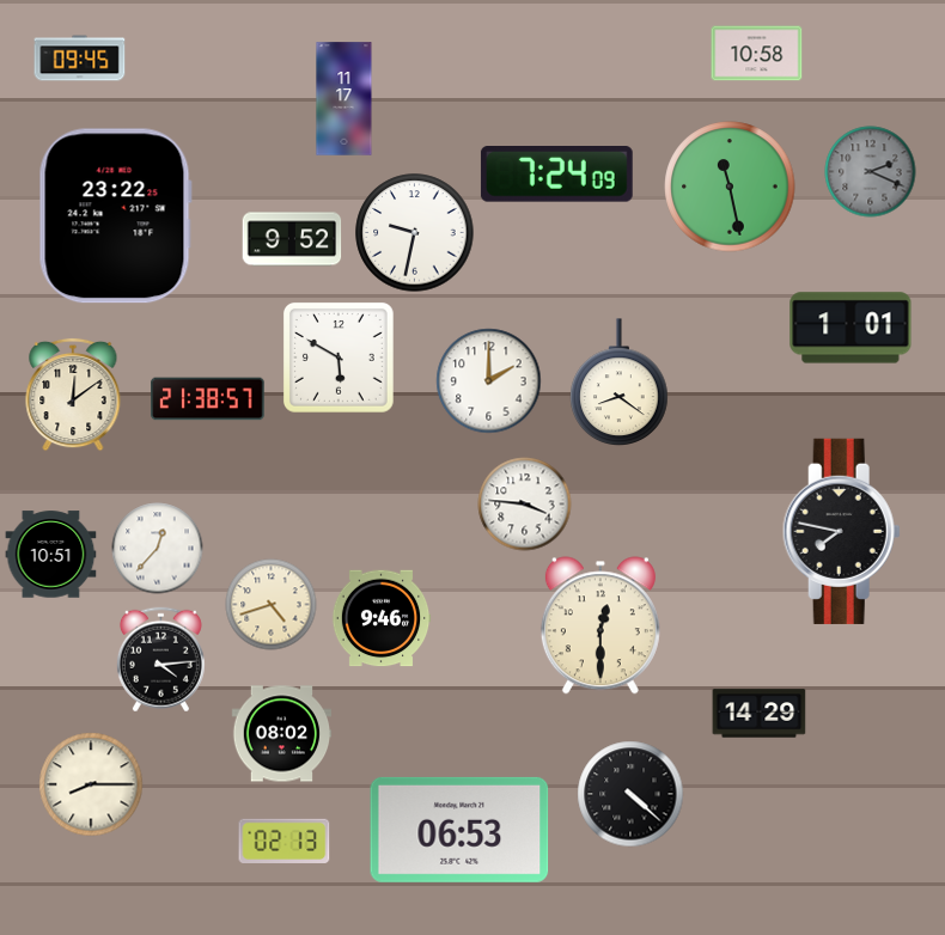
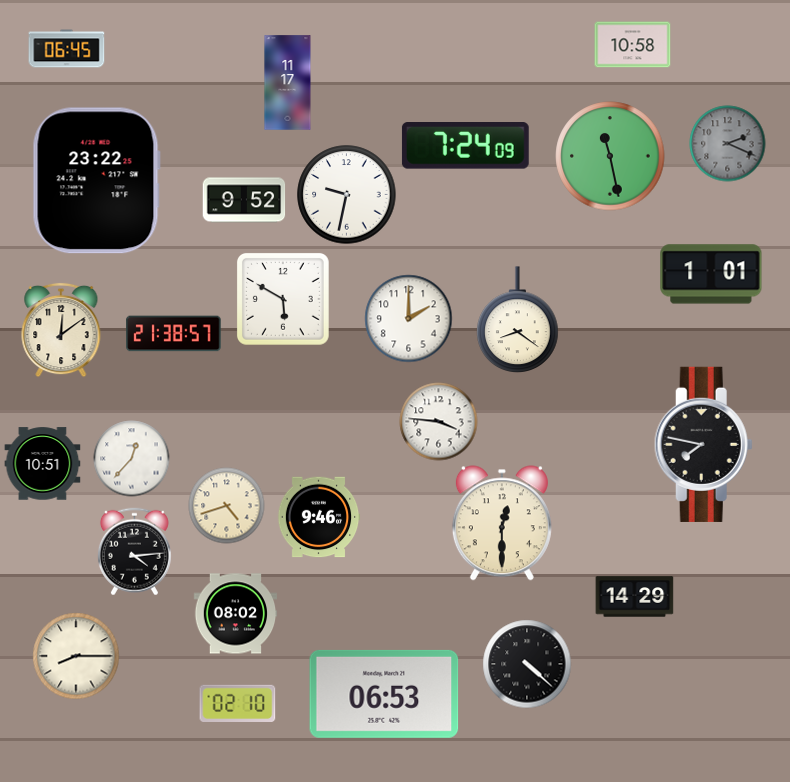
clock at (80, 59): 09:45 -> 06:45
clock at (285, 841): 02:13 -> 02:10
